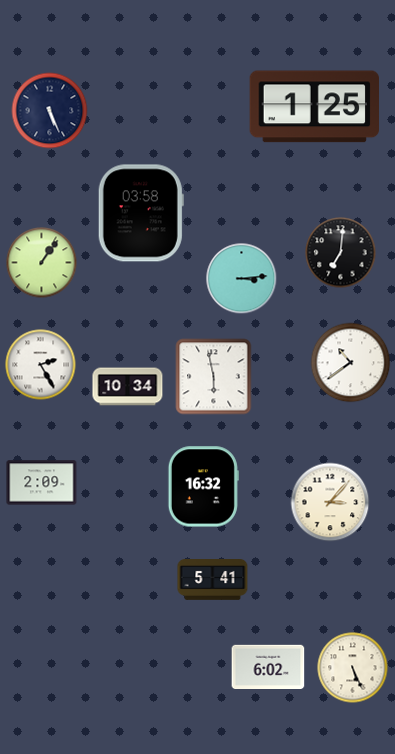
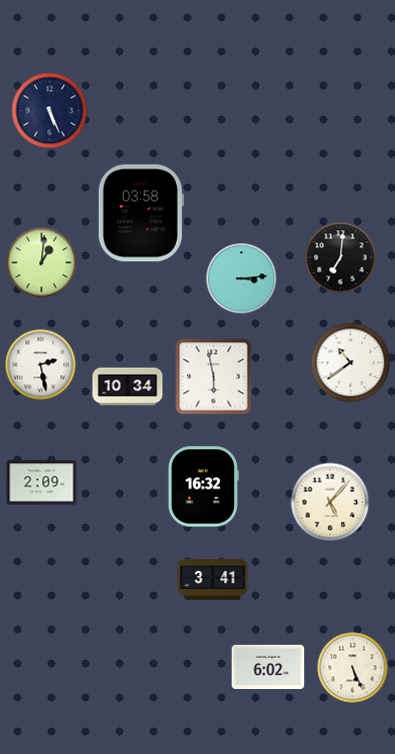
clock at (314, 107): 1:25 -> none
clock at (341, 253) position: (341, 253) -> (341, 258)
clock at (42, 263): 1:06 -> 1:01
clock at (41, 365): 2:25 -> 2:28
clock at (330, 502): 3:07 -> 5:07
clock at (213, 580): 5:41 -> 3:41
